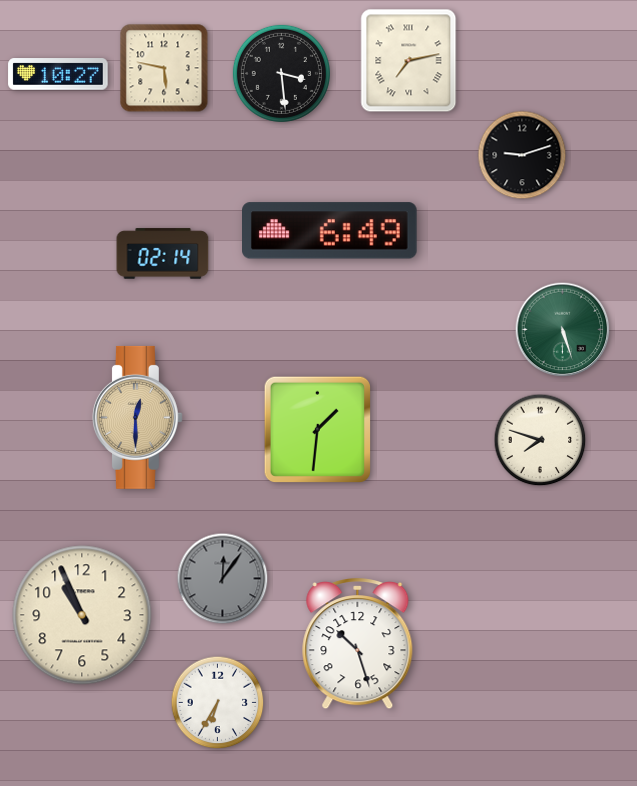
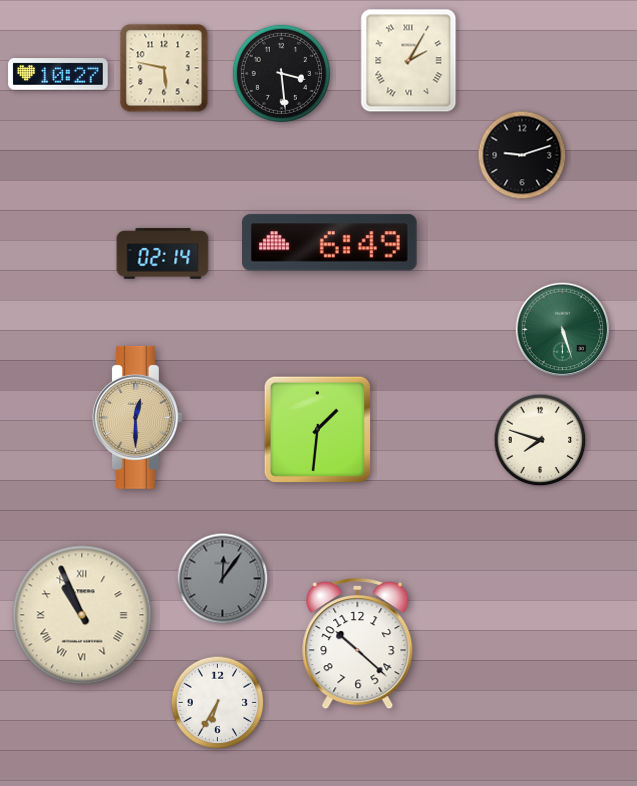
clock at (409, 61): 7:13 -> 2:05
clock at (330, 231) position: (330, 231) -> (330, 243)
clock at (82, 615) numerals: Arabic -> Roman
clock at (358, 645): 10:27 -> 10:22
